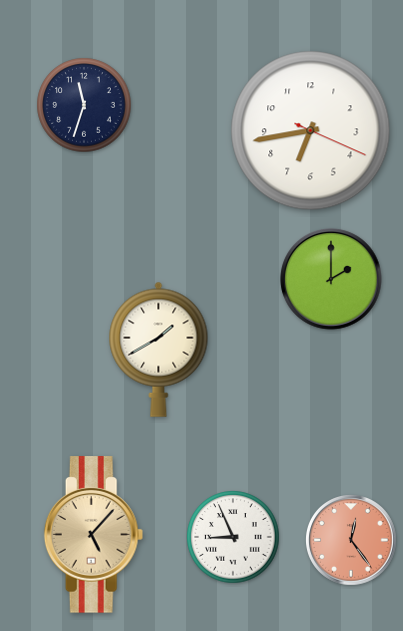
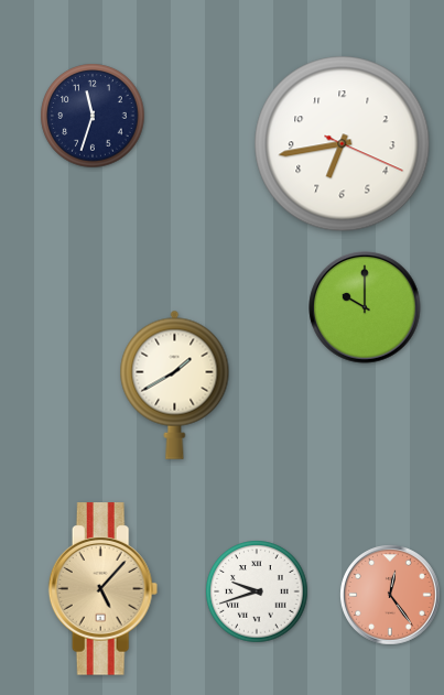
clock at (331, 279): 2:00 -> 10:00
clock at (233, 537): 8:56 -> 9:42
clock at (351, 541) position: (351, 541) -> (390, 596)
